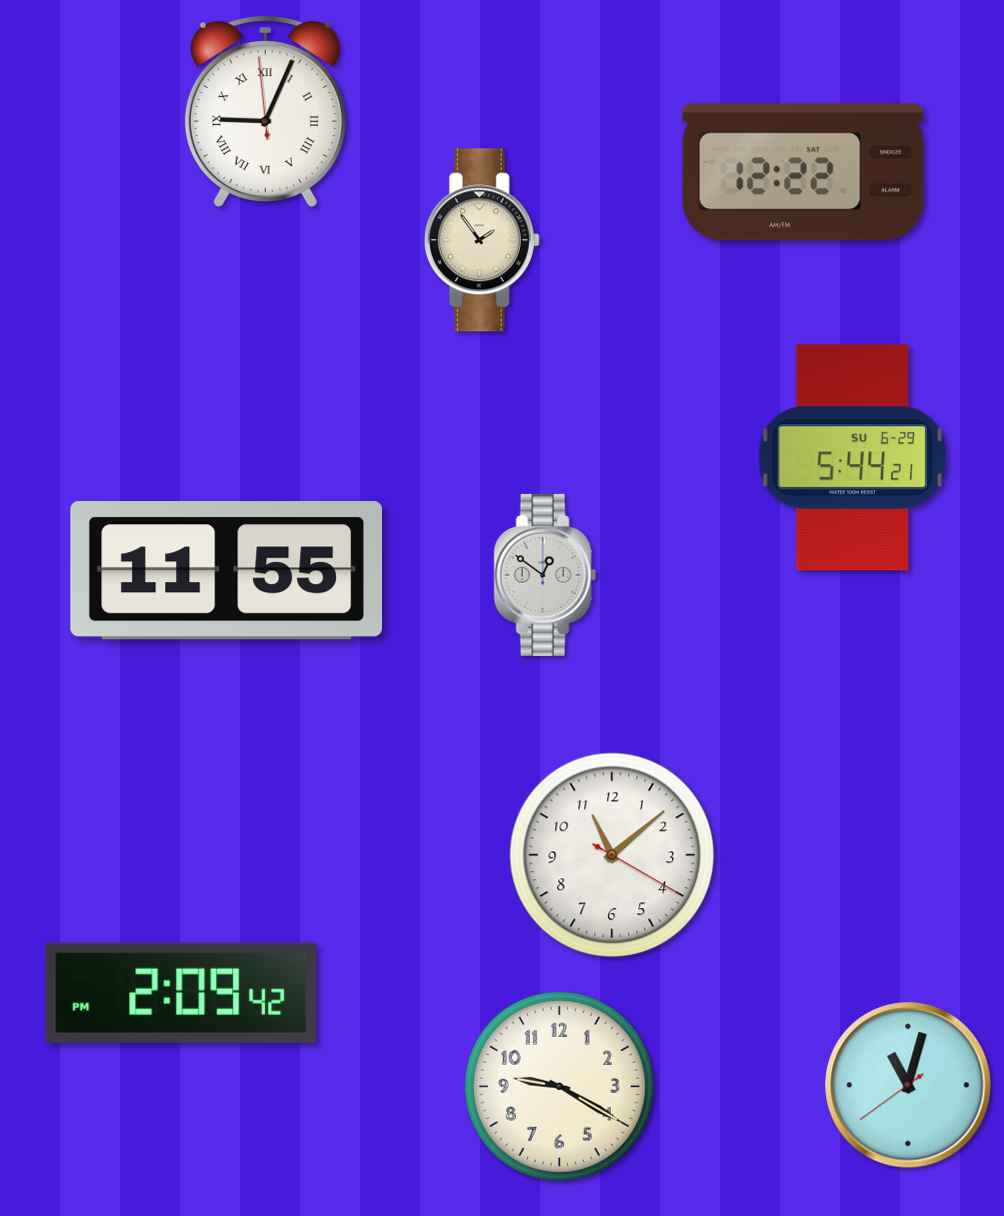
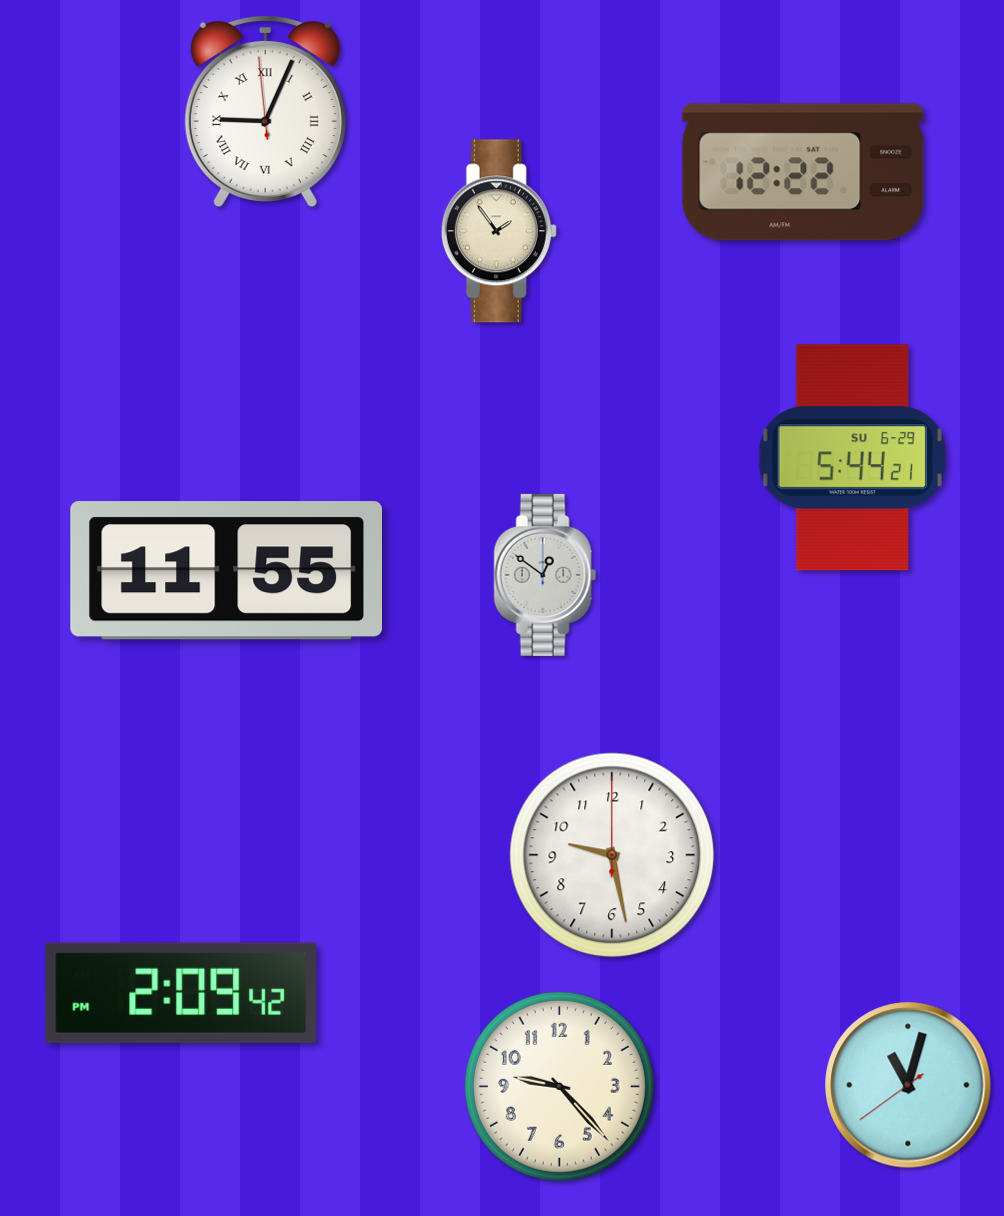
clock at (482, 240) position: (482, 240) -> (499, 231)
clock at (612, 855): 11:08 -> 9:28
clock at (559, 1086): 9:20 -> 9:23
